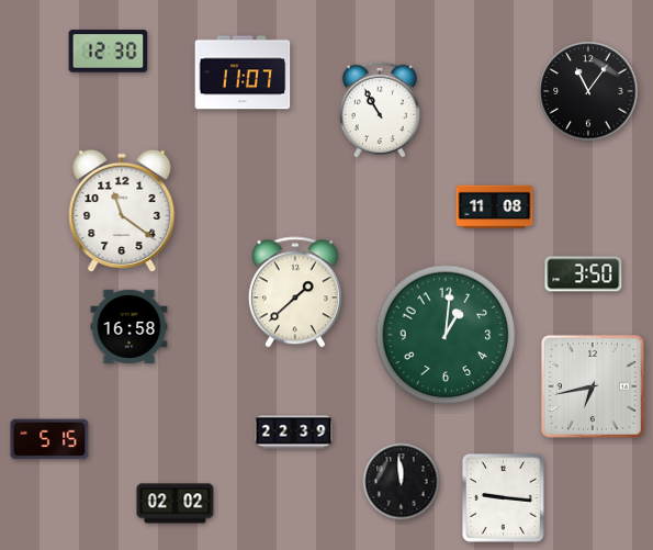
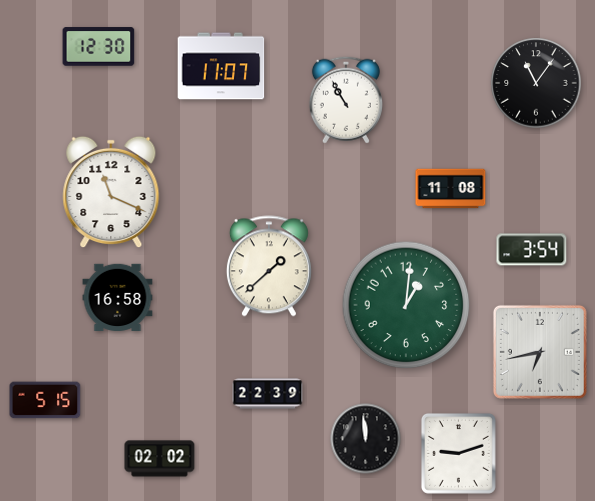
clock at (122, 211): 11:21 -> 11:19
clock at (584, 274): 3:50 -> 3:54
clock at (503, 497): 9:16 -> 9:12
